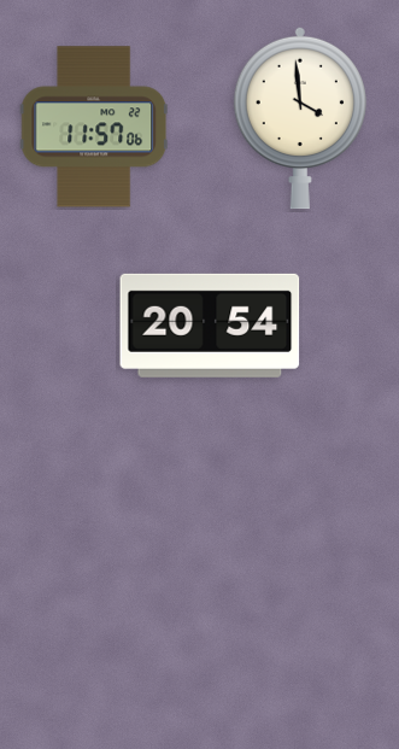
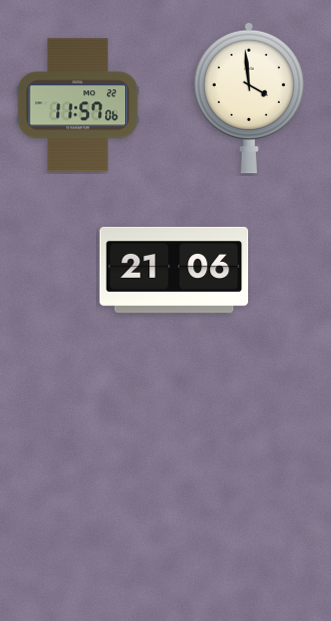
clock at (210, 326): 20:54 -> 21:06
